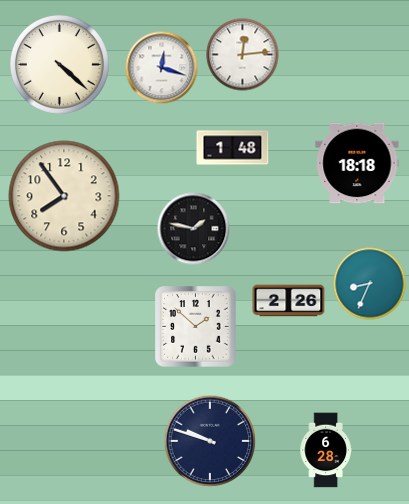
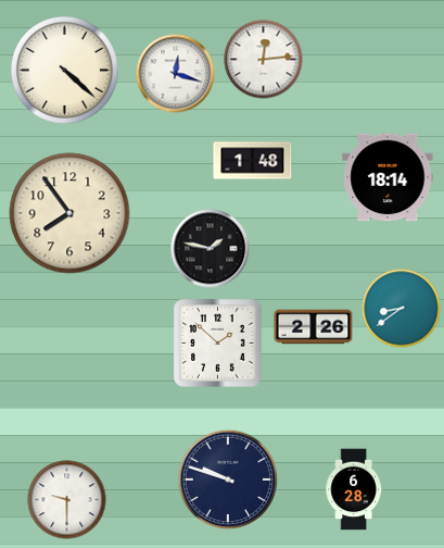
clock at (357, 163): 18:18 -> 18:14
clock at (370, 284): 8:34 -> 8:39
clock at (196, 327) position: (196, 327) -> (218, 344)
clock at (67, 500): none -> 9:30
